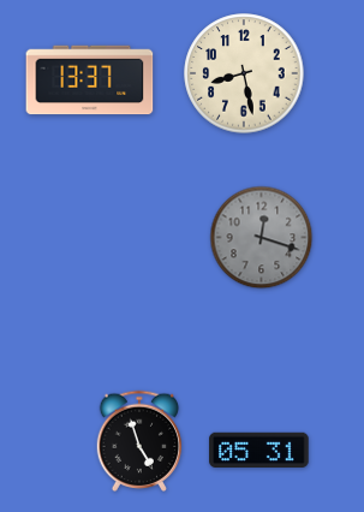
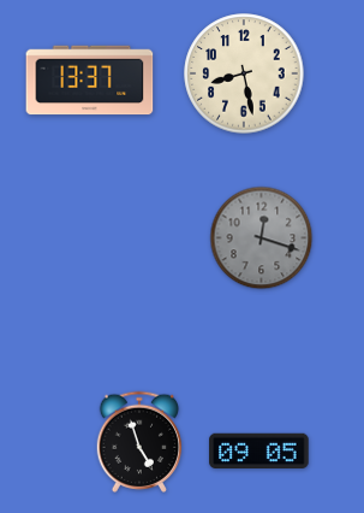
clock at (259, 451): 05:31 -> 09:05
